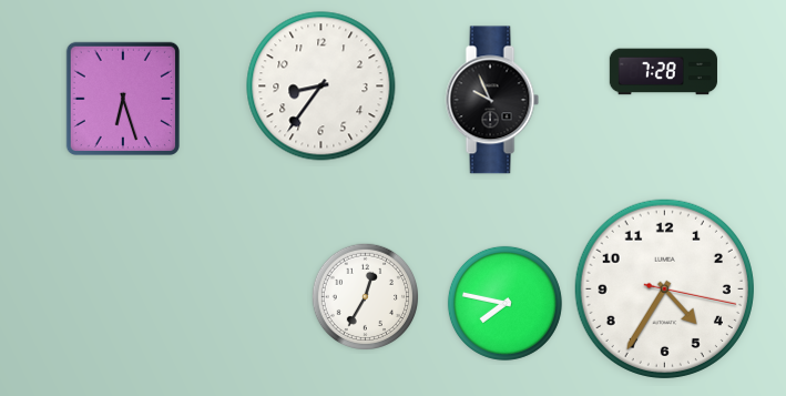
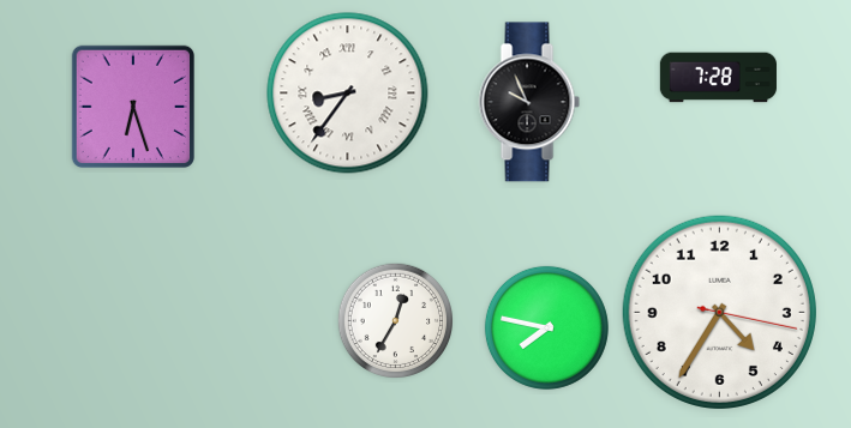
clock at (321, 87) numerals: Arabic -> Roman
clock at (492, 100) position: (492, 100) -> (529, 102)
